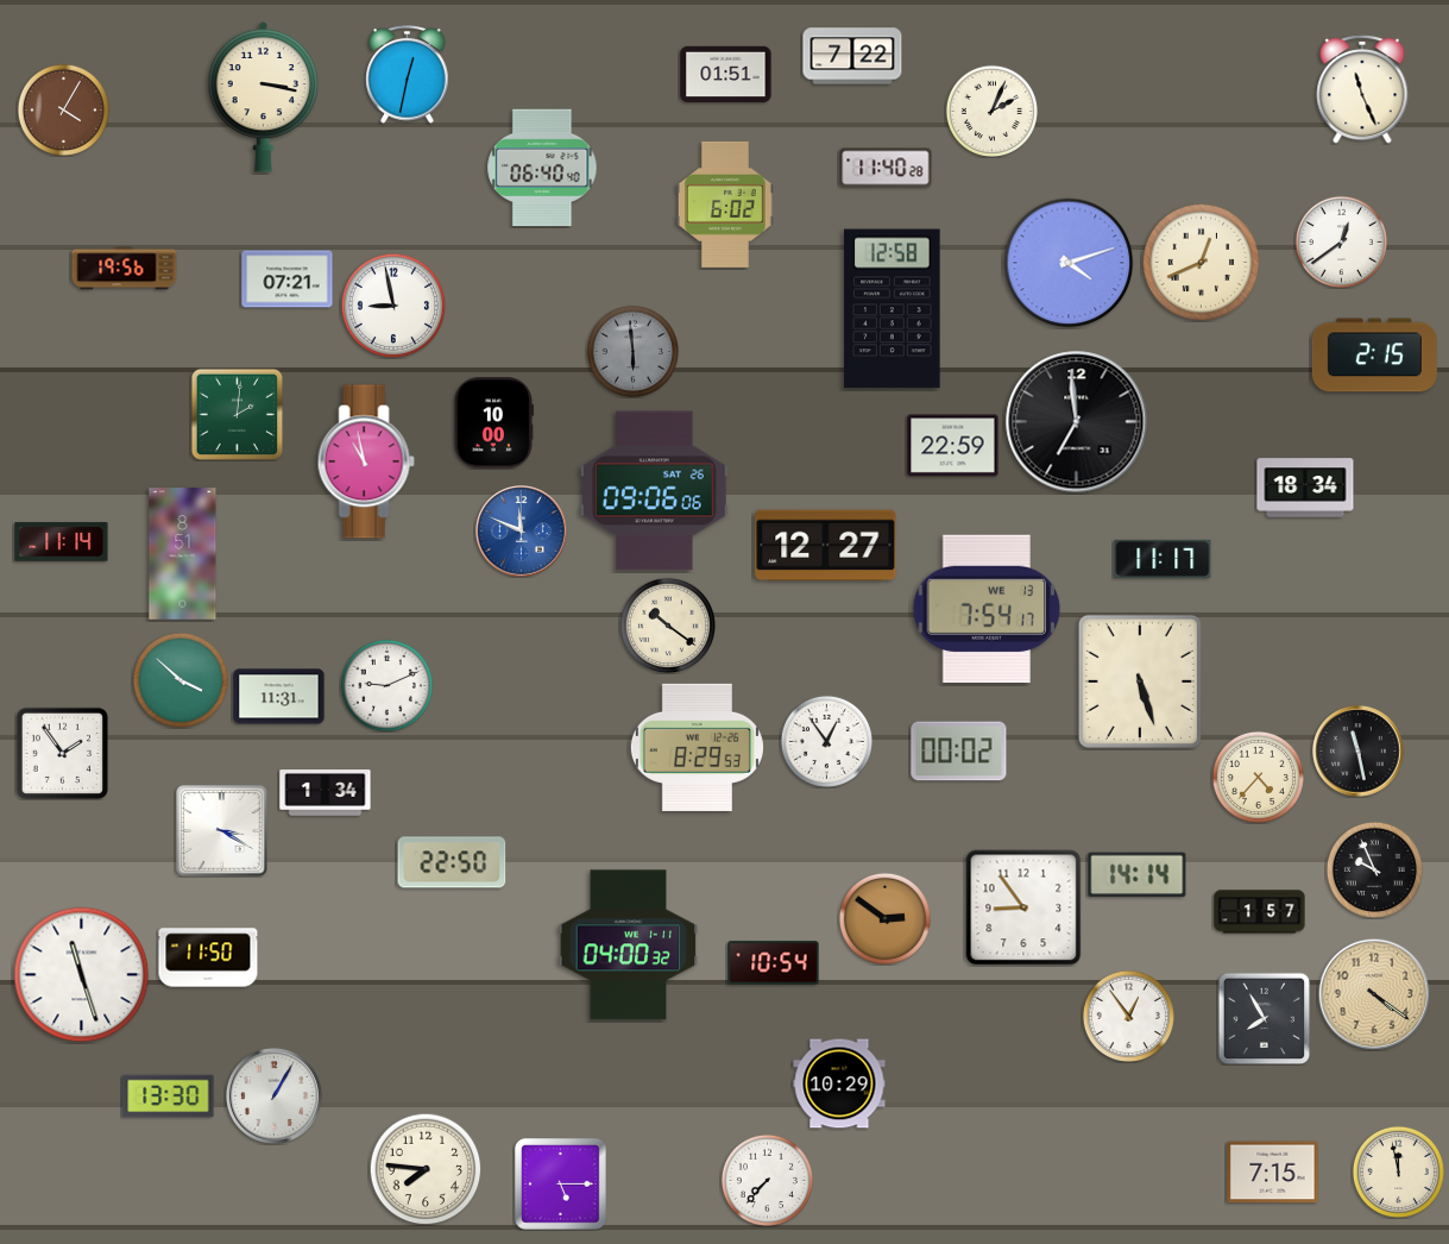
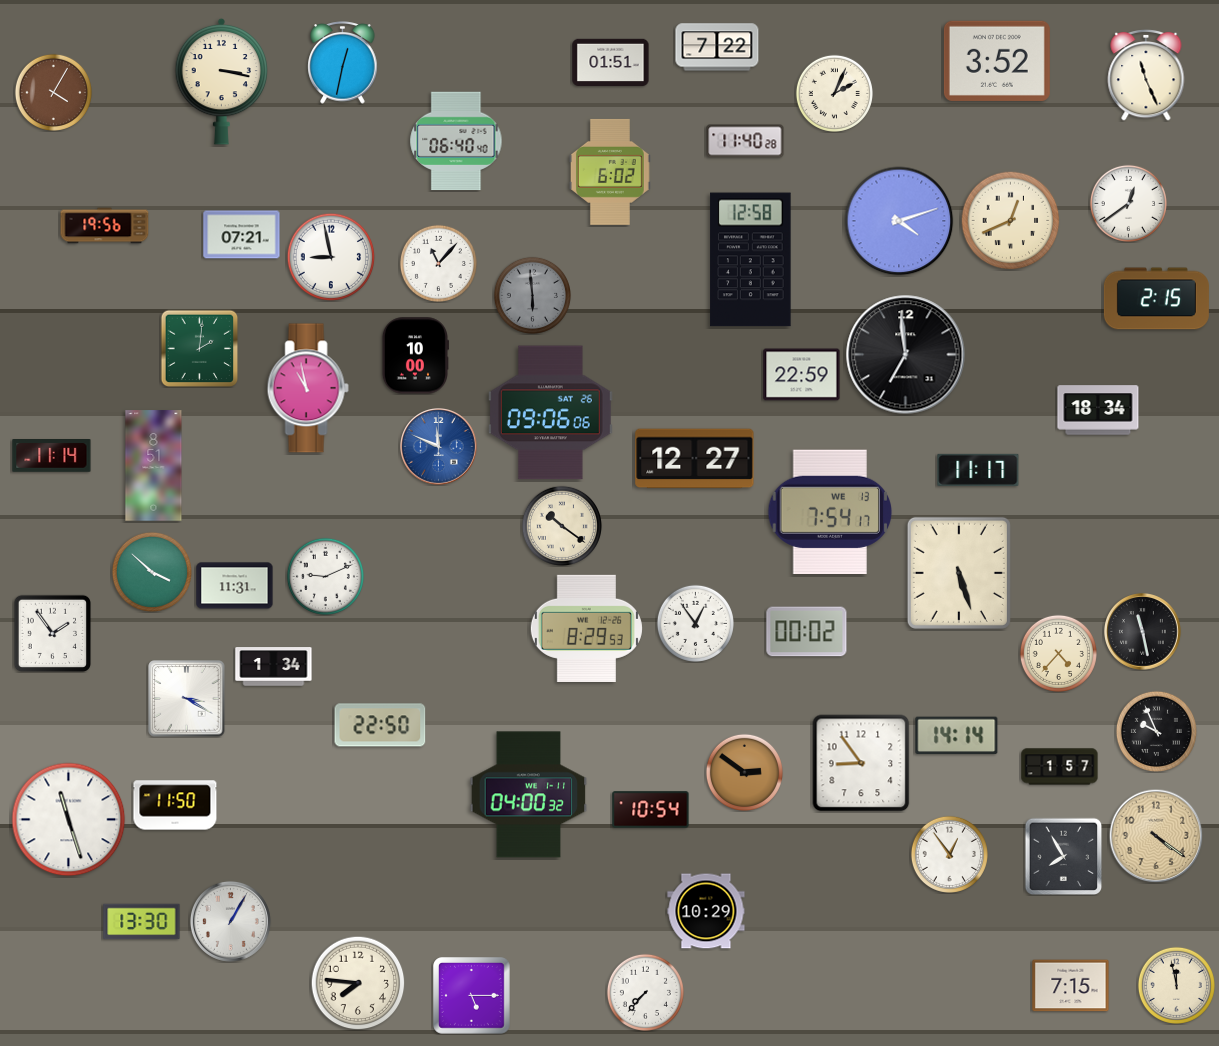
clock at (997, 61): none -> 3:52
clock at (438, 263): none -> 11:07
